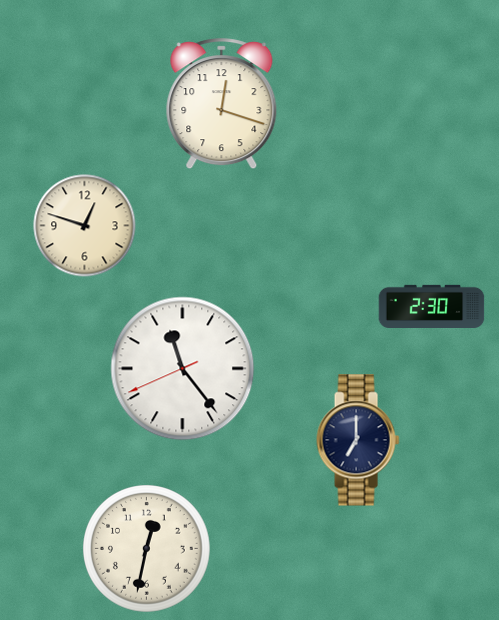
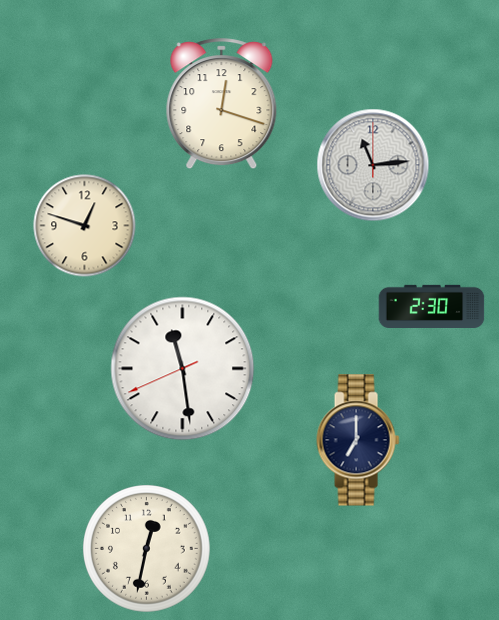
clock at (373, 165): none -> 11:14
clock at (183, 369): 11:23 -> 11:28
